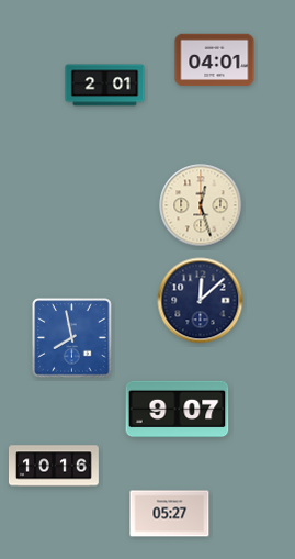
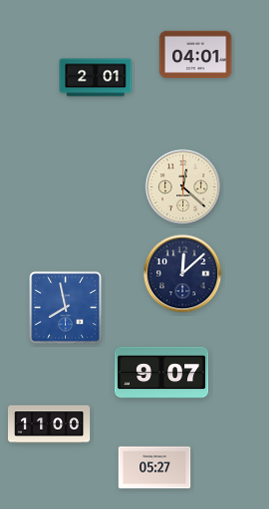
clock at (201, 205): 12:27 -> 12:22
clock at (54, 466): 10:16 -> 11:00
